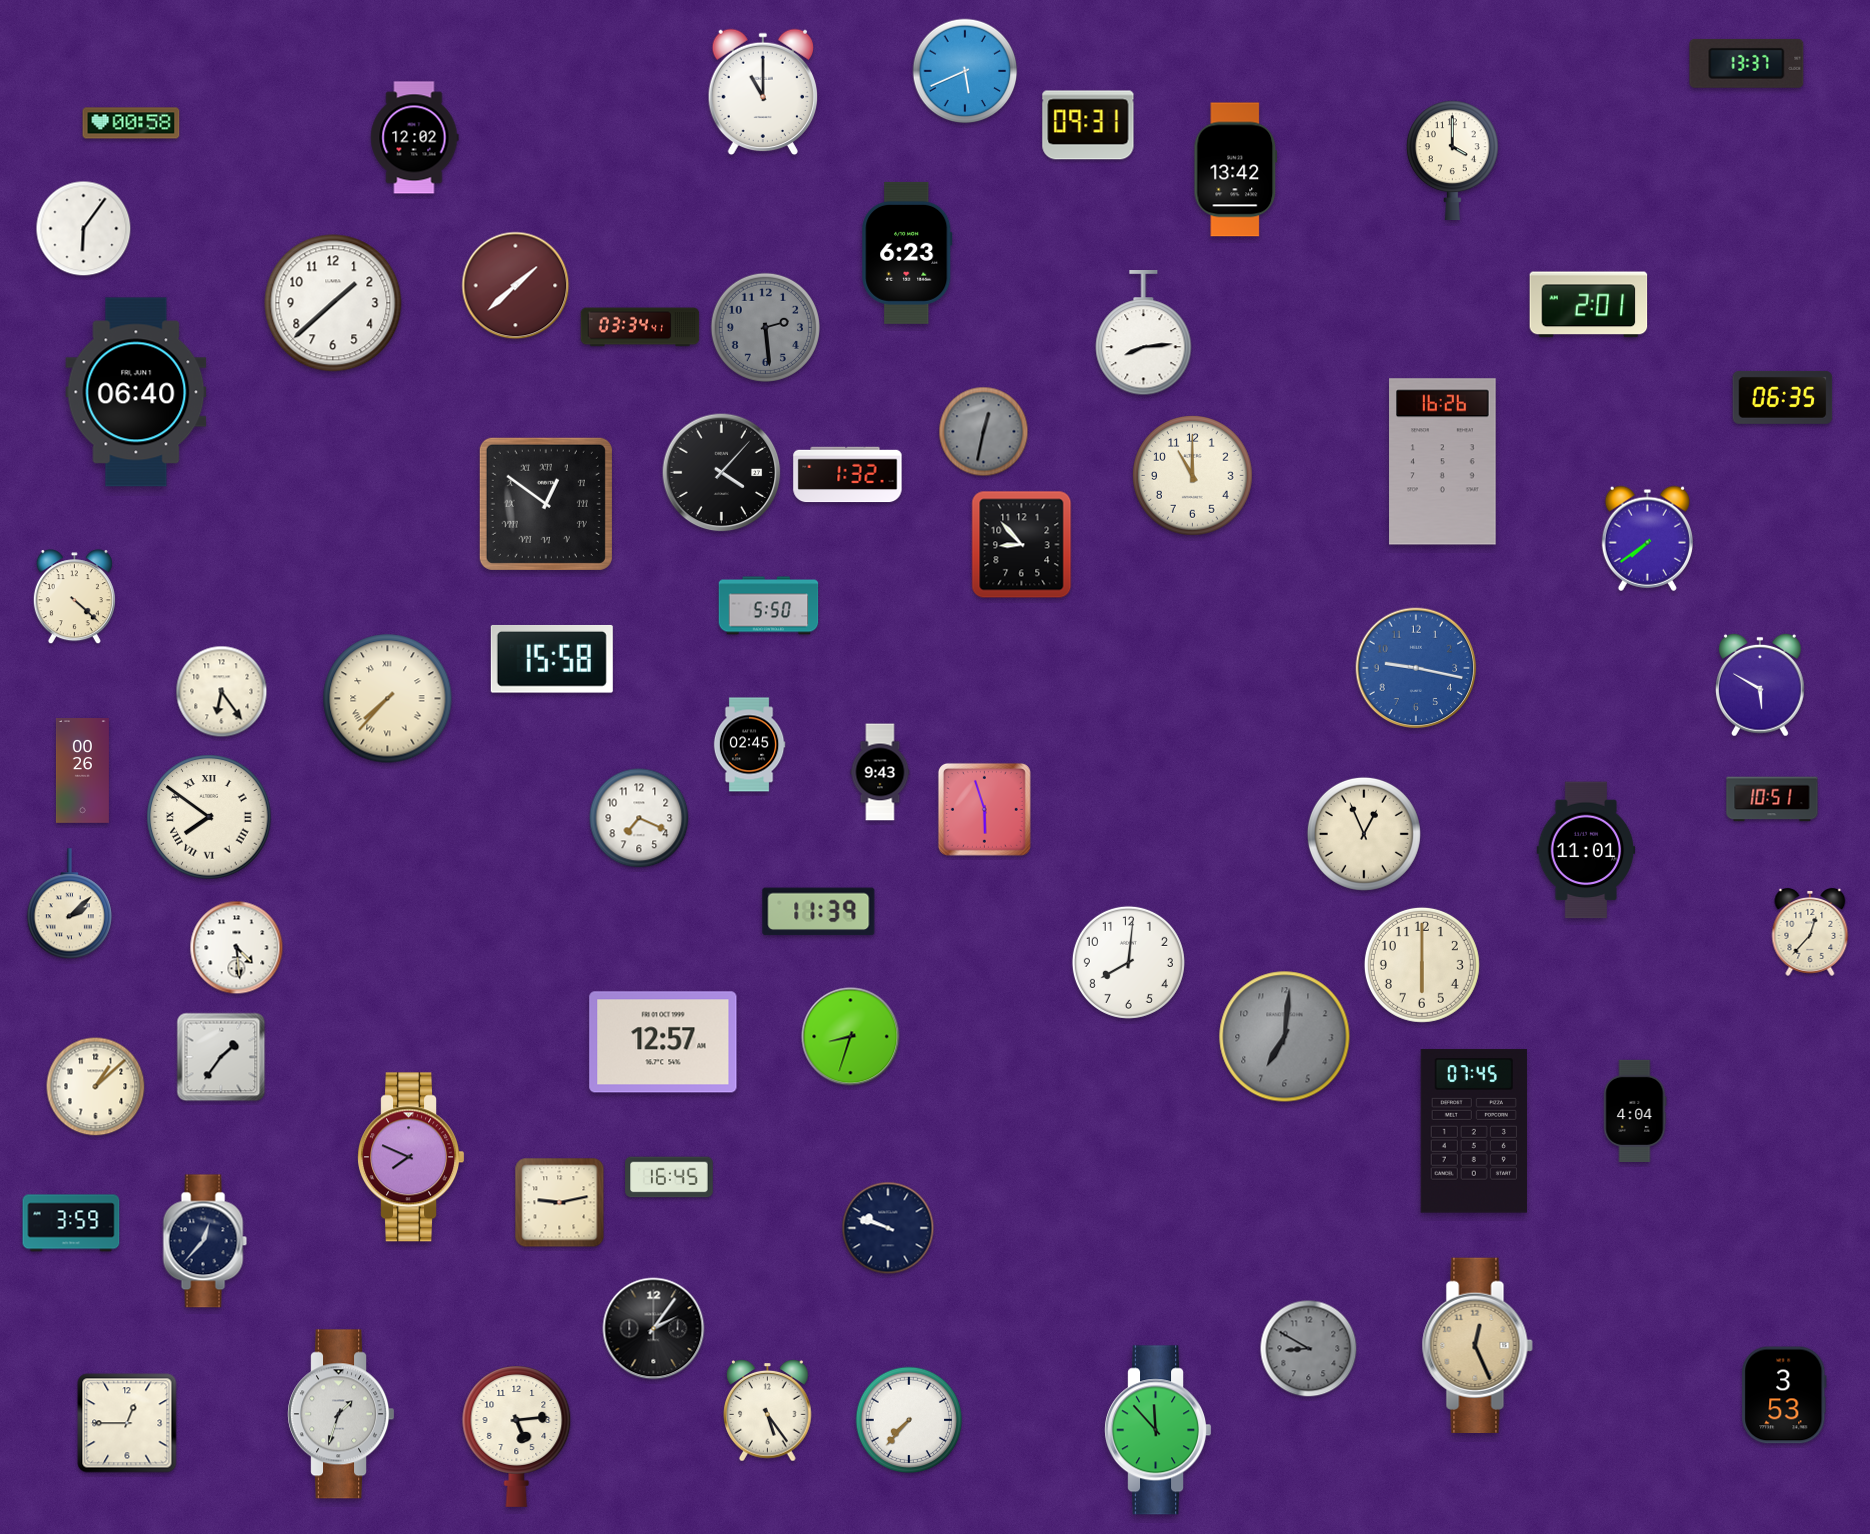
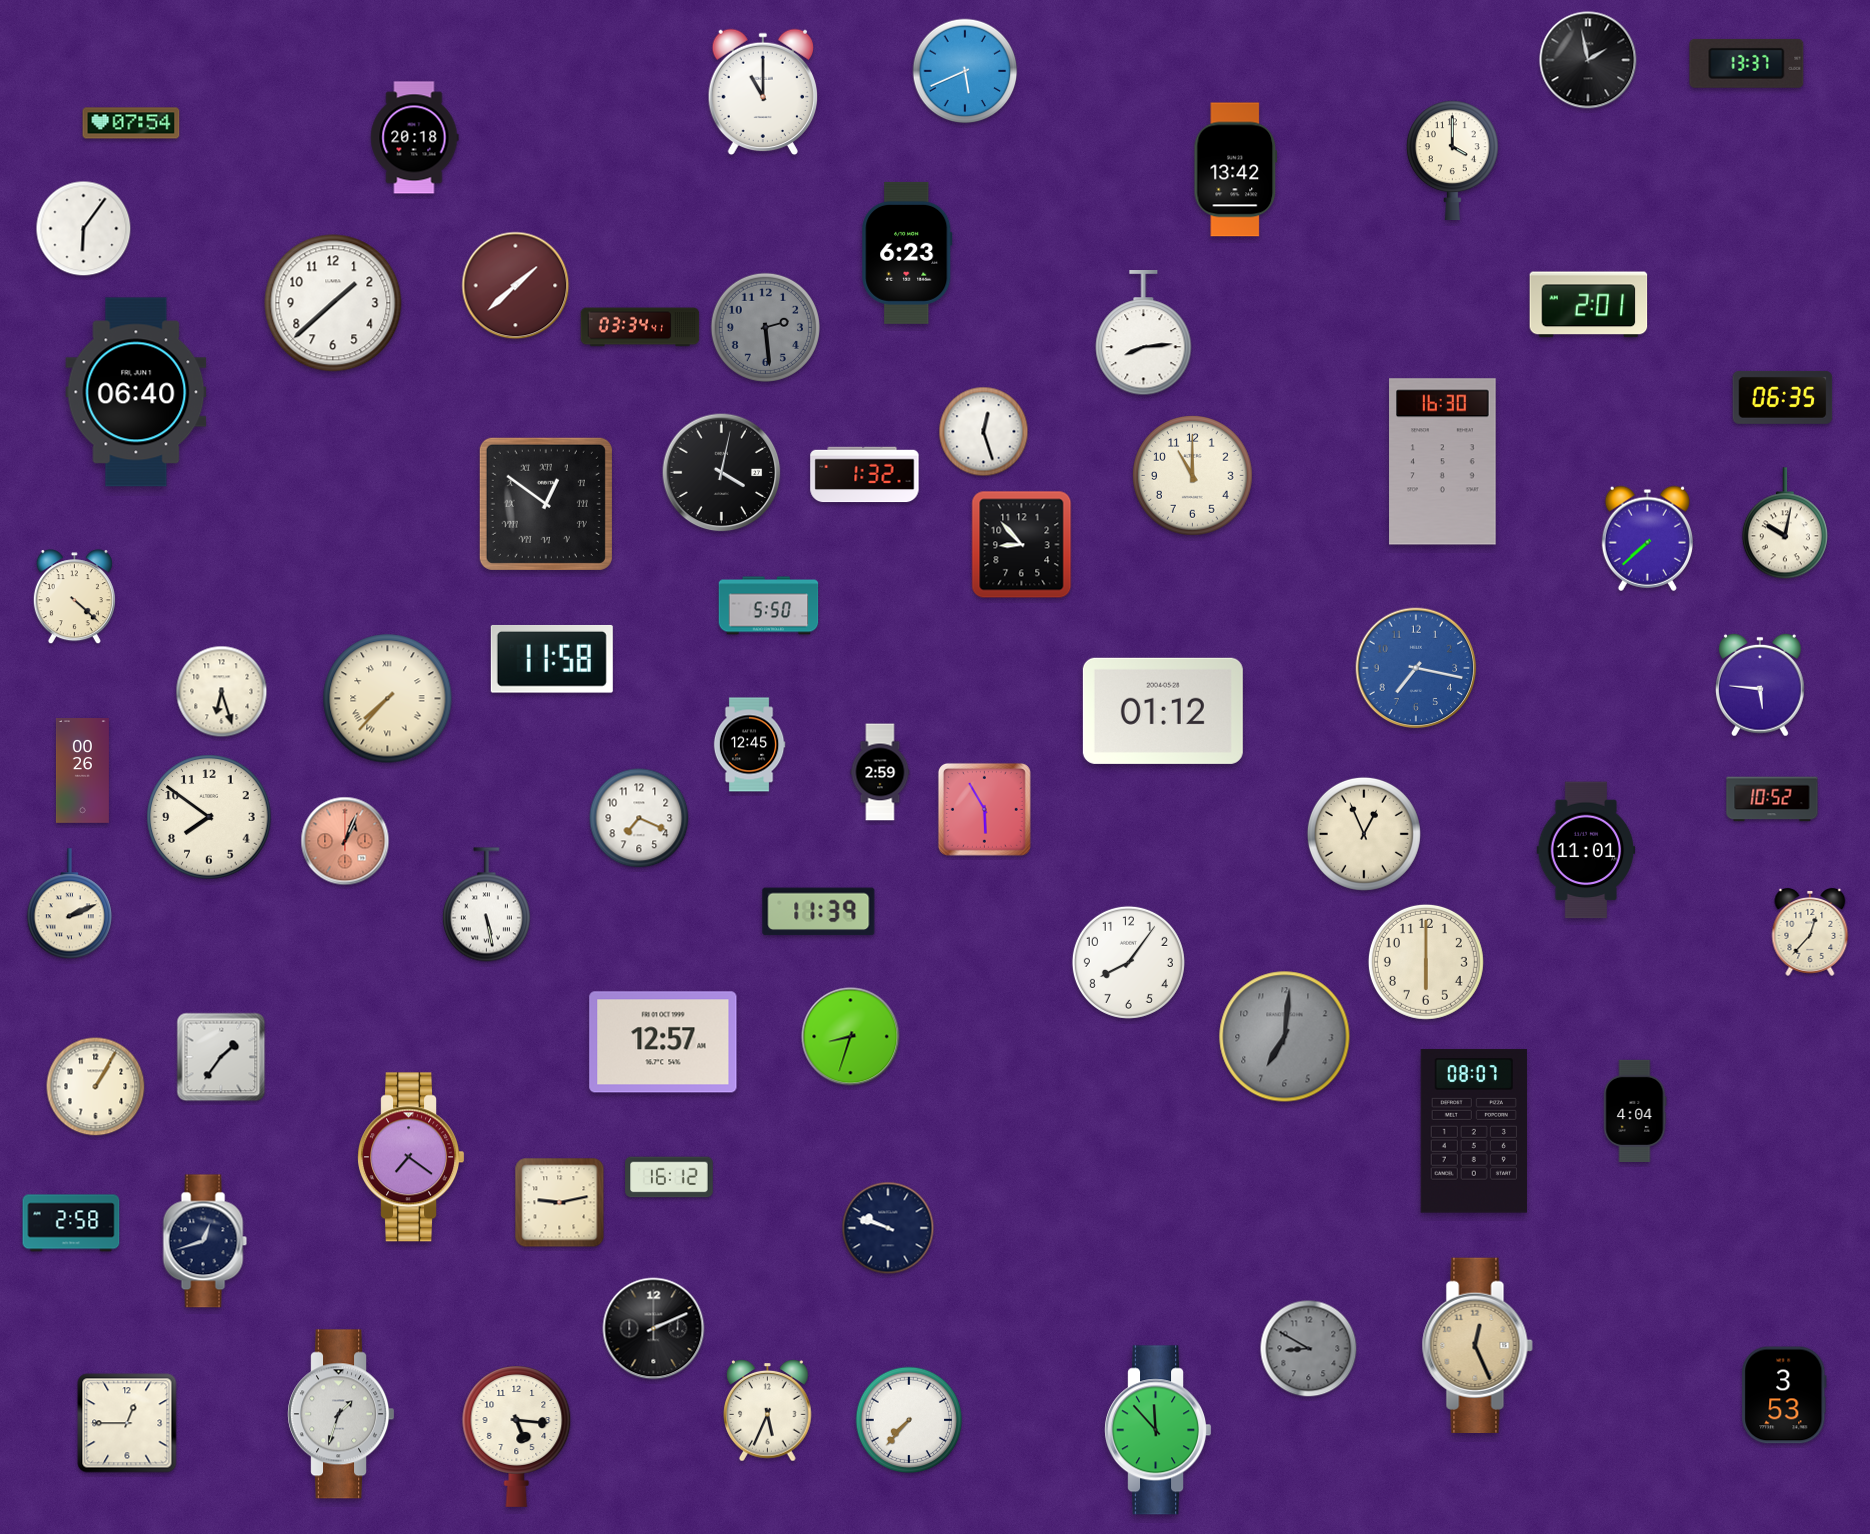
clock at (1588, 60): none -> 1:58
clock at (131, 123): 00:58 -> 07:54
clock at (1088, 125): 09:31 -> none
clock at (415, 138): 12:02 -> 20:18
clock at (984, 432): 12:32 -> 12:27
clock at (984, 432) dial: grey -> white
clock at (1443, 462): 16:26 -> 16:30
clock at (722, 473): 4:07 -> 4:02
clock at (848, 475) position: (848, 475) -> (865, 475)
clock at (1785, 524): none -> 10:02
clock at (1647, 538): 7:39 -> 7:38
clock at (552, 659): 15:58 -> 11:58
clock at (1416, 668): 9:17 -> 7:17
clock at (1760, 685): 5:50 -> 5:46
clock at (222, 692): 6:24 -> 6:27
clock at (1163, 711): none -> 01:12
clock at (749, 745): 02:45 -> 12:45
clock at (880, 772): 9:43 -> 2:59
clock at (1772, 799): 10:51 -> 10:52
clock at (984, 809): 5:57 -> 5:55
clock at (209, 817) numerals: Roman -> Arabic
clock at (345, 841): none -> 1:04
clock at (69, 904): 2:08 -> 2:11
clock at (486, 905): none -> 5:28
clock at (237, 948): 4:29 -> none
clock at (1128, 962): 8:01 -> 8:06
clock at (1422, 965) position: (1422, 965) -> (1426, 962)
clock at (96, 1087): 1:08 -> 1:05
clock at (1474, 1131): 07:45 -> 08:07
clock at (411, 1157): 7:49 -> 7:21
clock at (669, 1177): 16:45 -> 16:12
clock at (71, 1223): 3:59 -> 2:58
clock at (205, 1241): 12:37 -> 12:42
clock at (654, 1329): 2:06 -> 2:11
clock at (768, 1411): 5:24 -> 5:34
clock at (517, 1436): 5:14 -> 5:16
